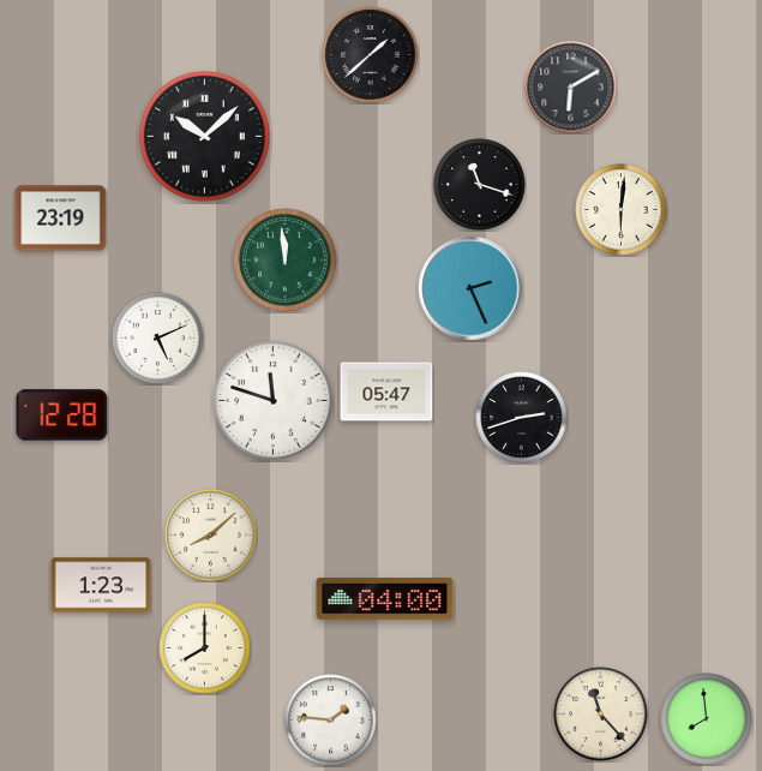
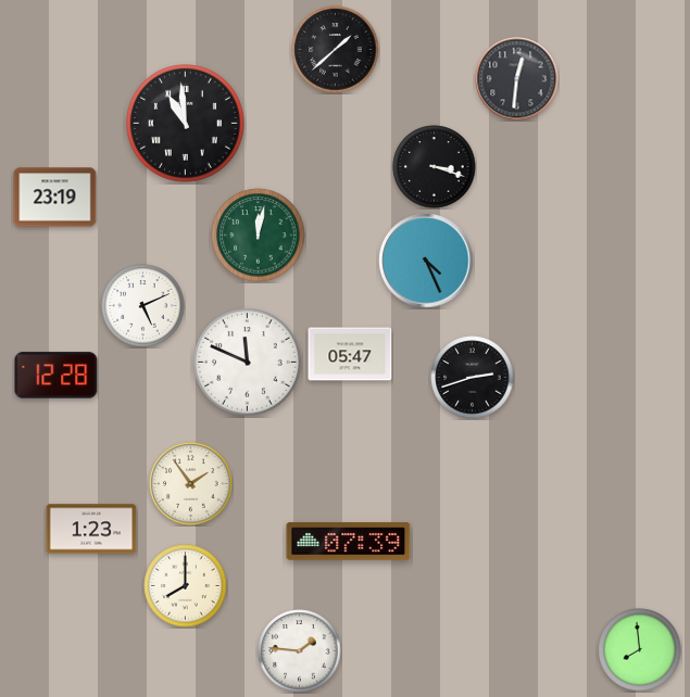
clock at (571, 88): 6:10 -> 12:31
clock at (205, 137): 10:08 -> 10:59
clock at (480, 185): 11:18 -> 3:18
clock at (622, 210): 6:01 -> none
clock at (286, 261): 11:59 -> 12:02
clock at (470, 288): 2:26 -> 4:26
clock at (274, 401): 11:48 -> 11:49
clock at (211, 536): 8:08 -> 1:54
clock at (385, 599): 04:00 -> 07:39
clock at (601, 715): 11:23 -> none
